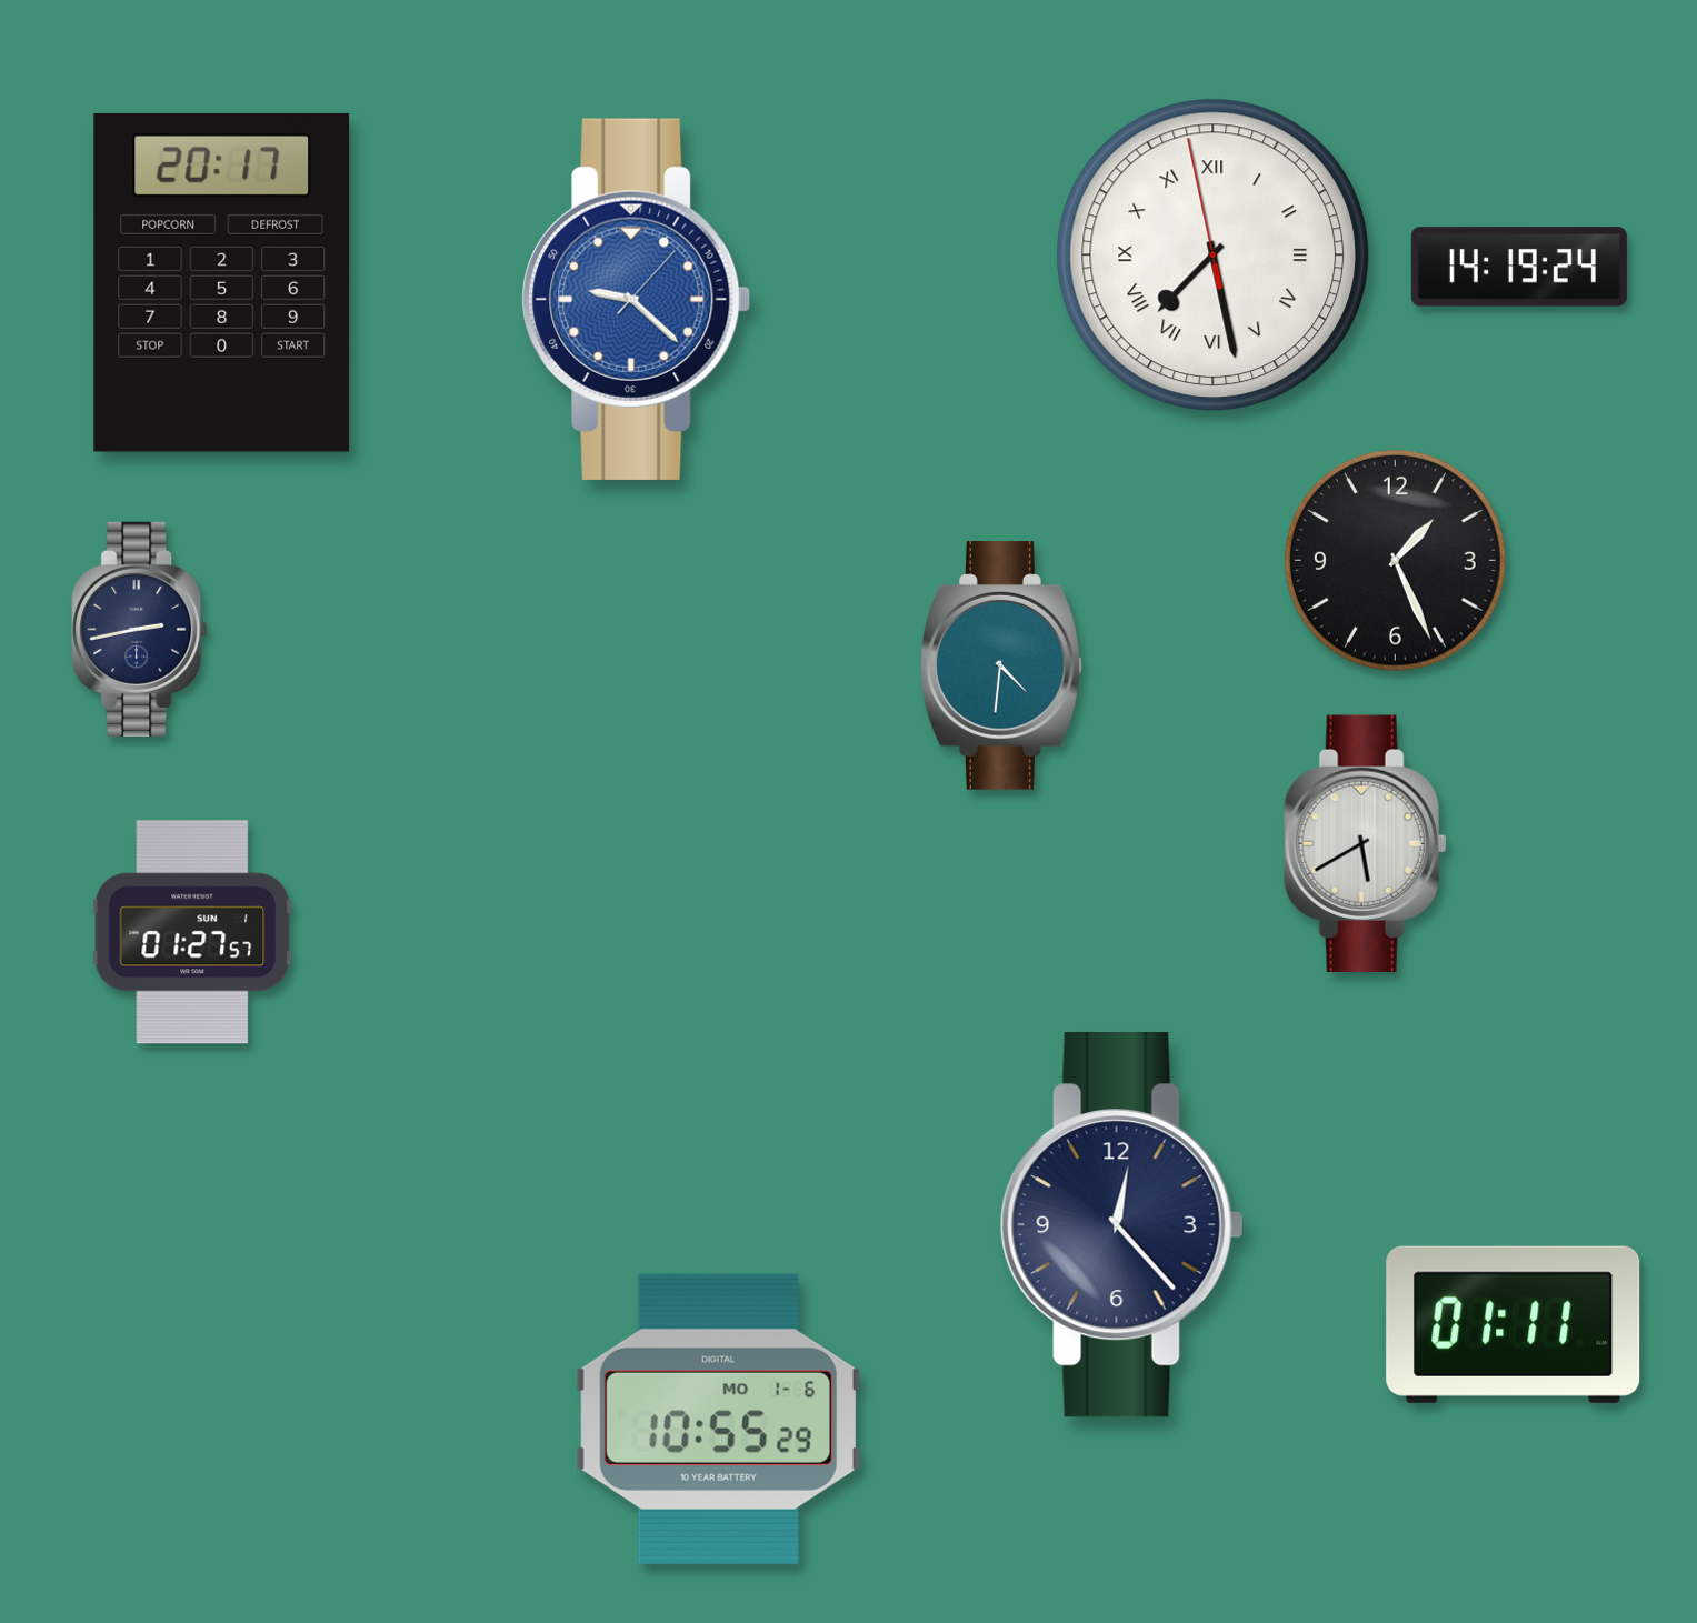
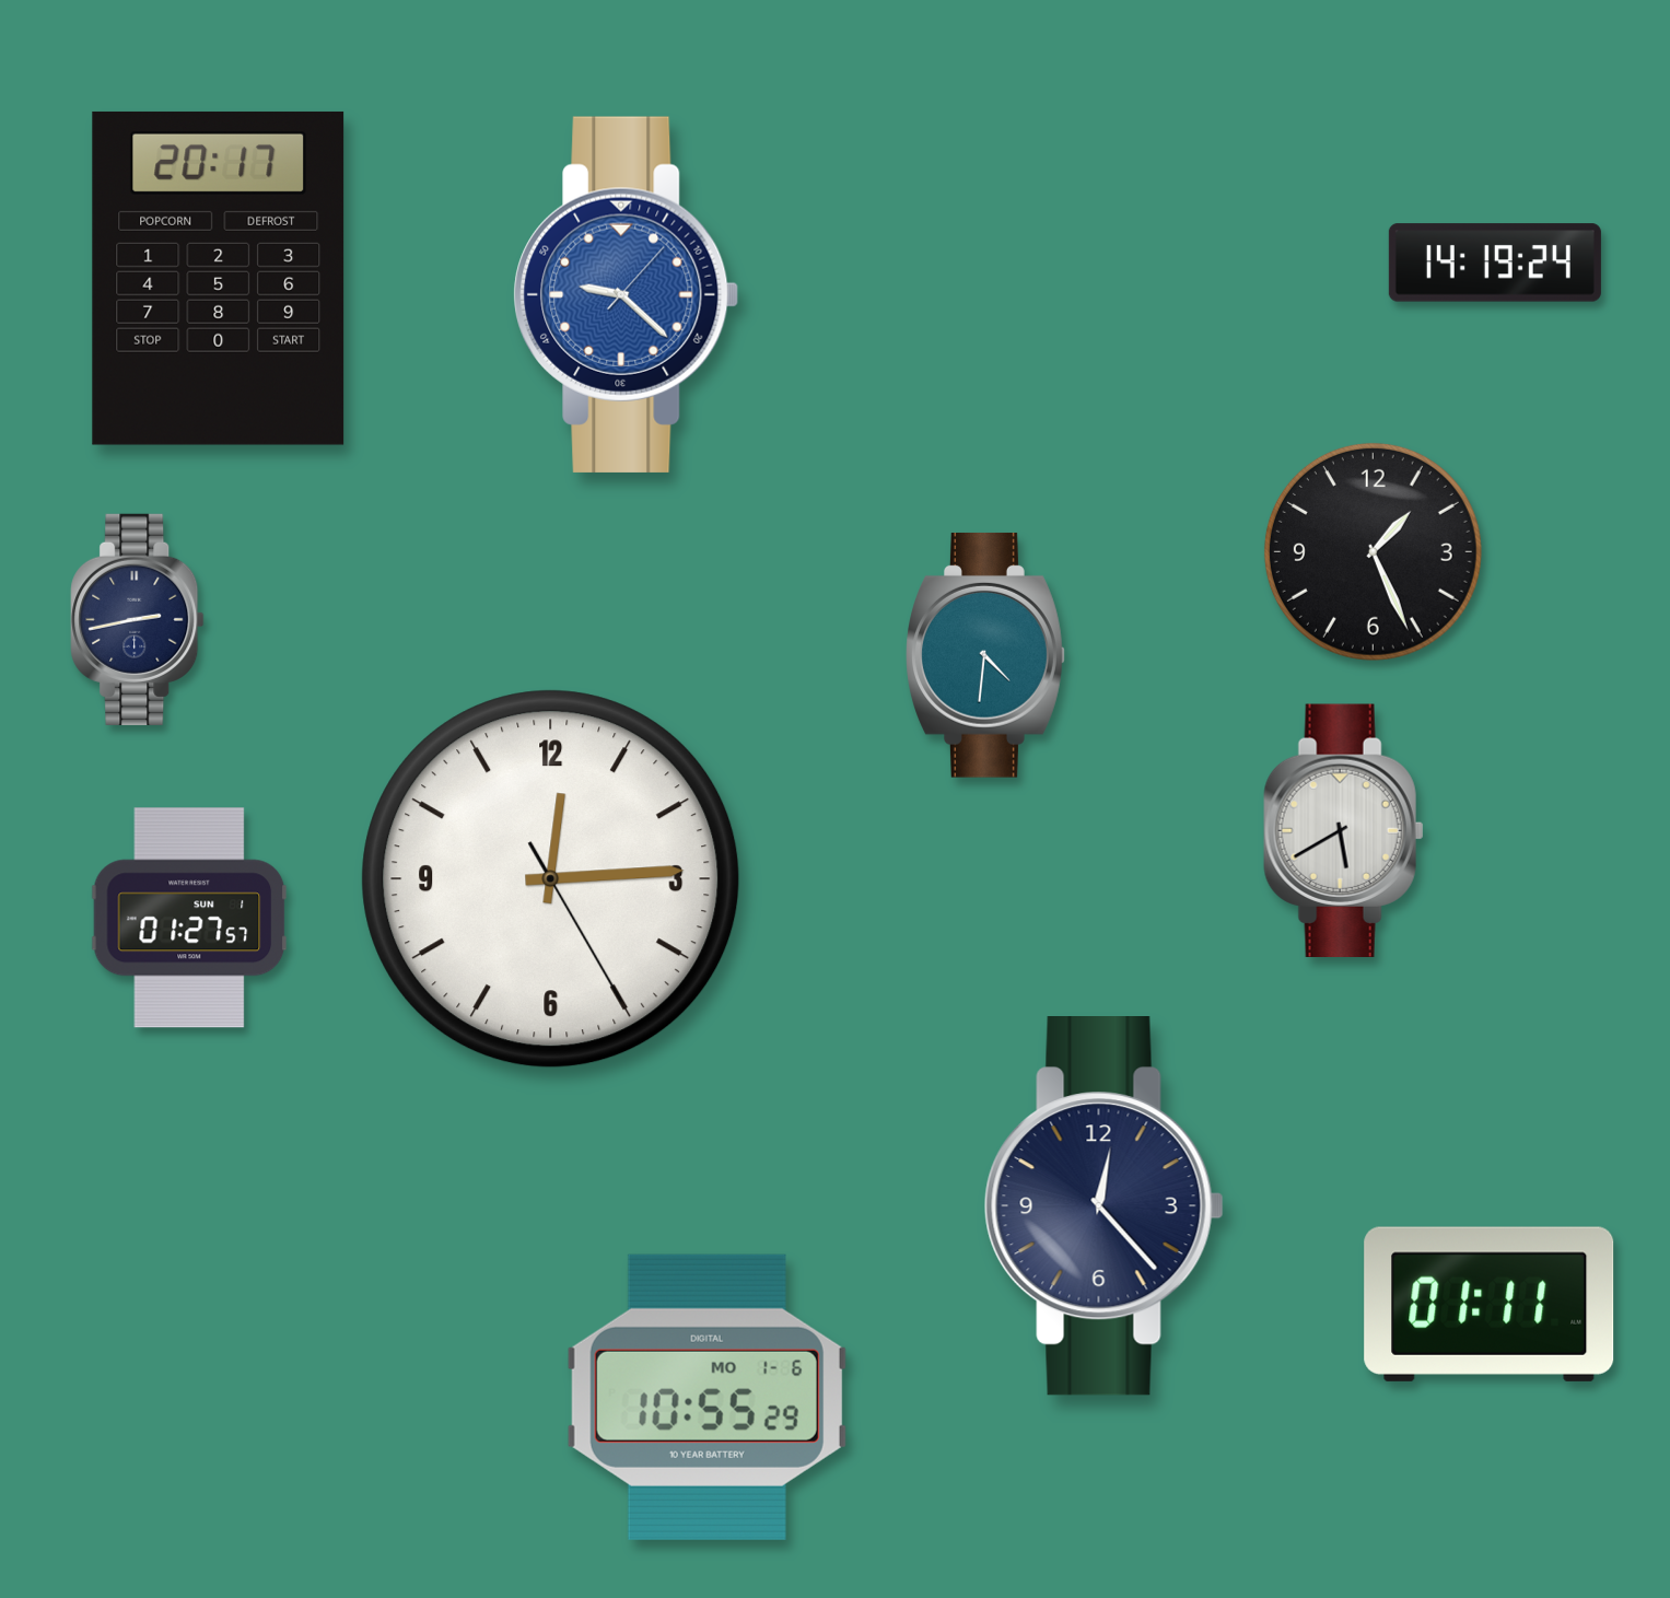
clock at (1214, 256): 7:27 -> none
clock at (551, 879): none -> 12:14
